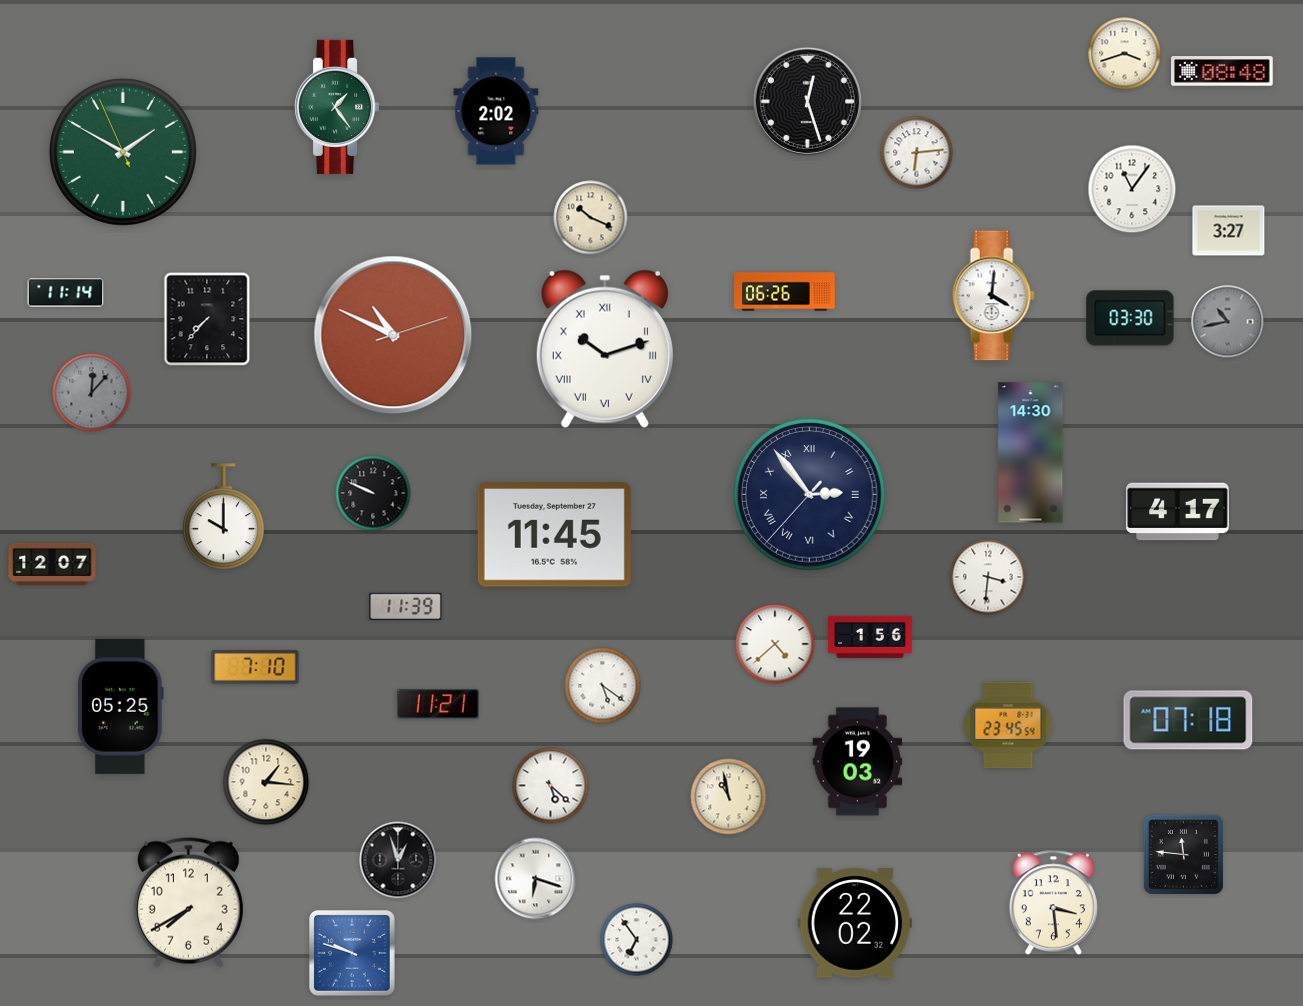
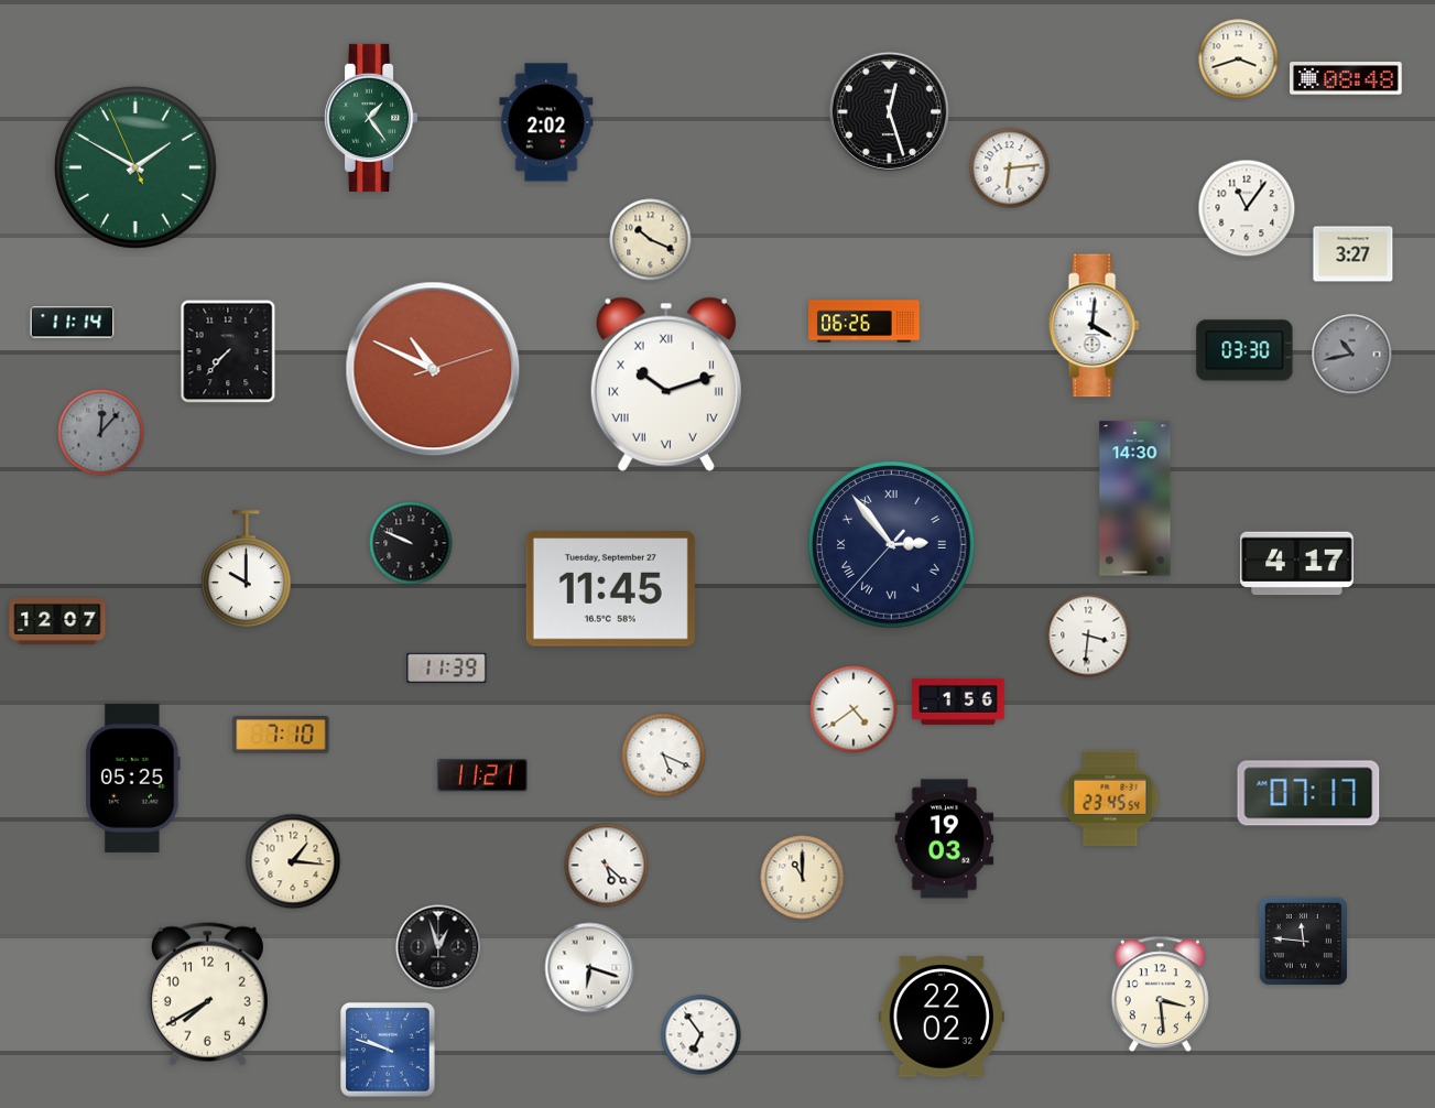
clock at (775, 644): 4:38 -> 4:39
clock at (603, 686): 5:21 -> 5:19
clock at (1188, 720): 07:18 -> 07:17
clock at (729, 797): 10:58 -> 11:00
